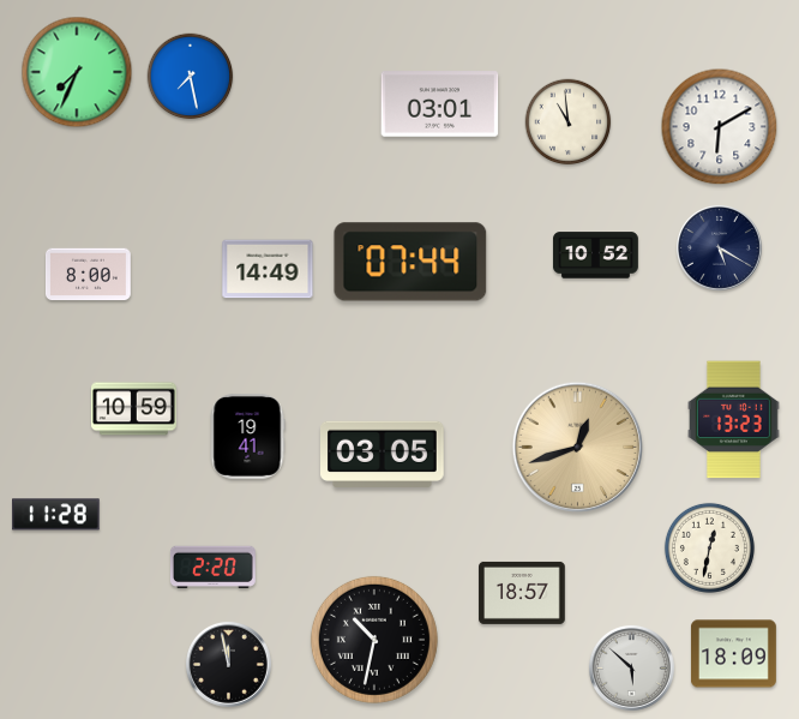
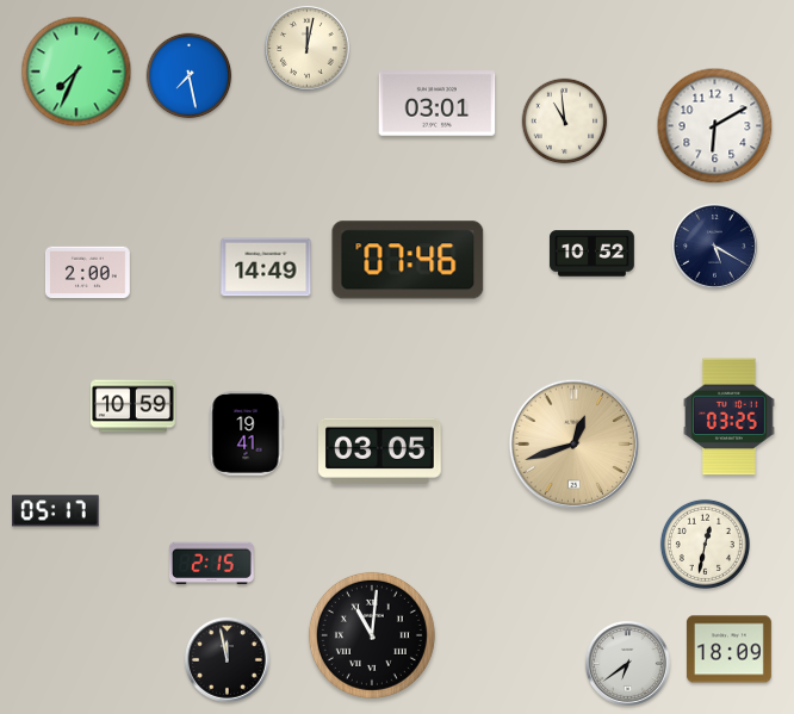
clock at (306, 48): none -> 12:02
clock at (410, 262): 07:44 -> 07:46
clock at (88, 275): 8:00 -> 2:00
clock at (734, 420): 13:23 -> 03:25
clock at (56, 515): 11:28 -> 05:17
clock at (212, 568): 2:20 -> 2:15
clock at (522, 593): 18:57 -> none
clock at (374, 640): 10:32 -> 11:01
clock at (631, 667): 5:52 -> 6:39
